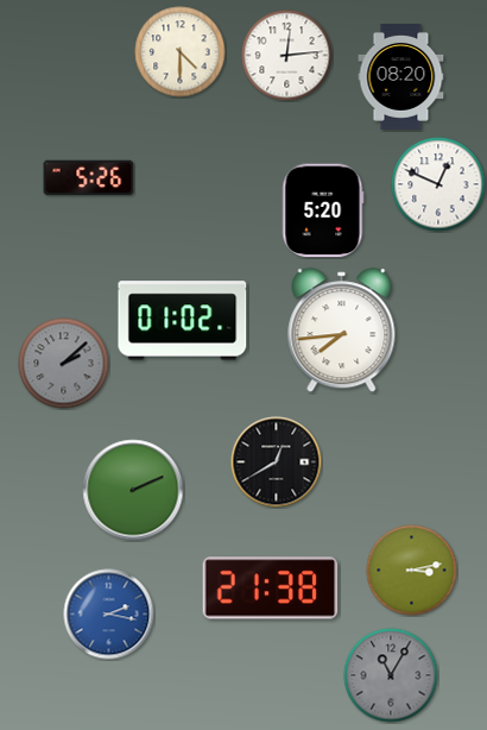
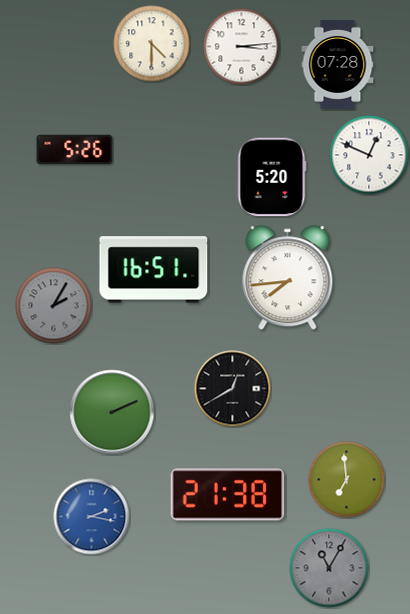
clock at (287, 56): 12:14 -> 3:14
clock at (401, 76): 08:20 -> 07:28
clock at (183, 321): 01:02 -> 16:51
clock at (64, 364): 2:08 -> 2:05
clock at (412, 571): 3:13 -> 6:59
